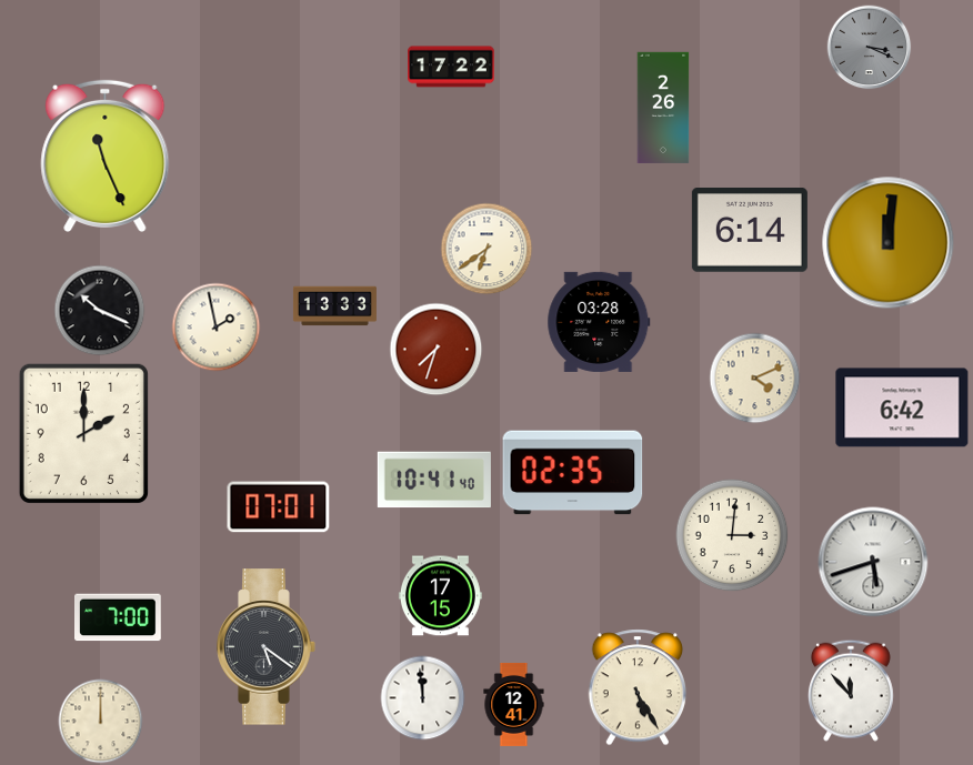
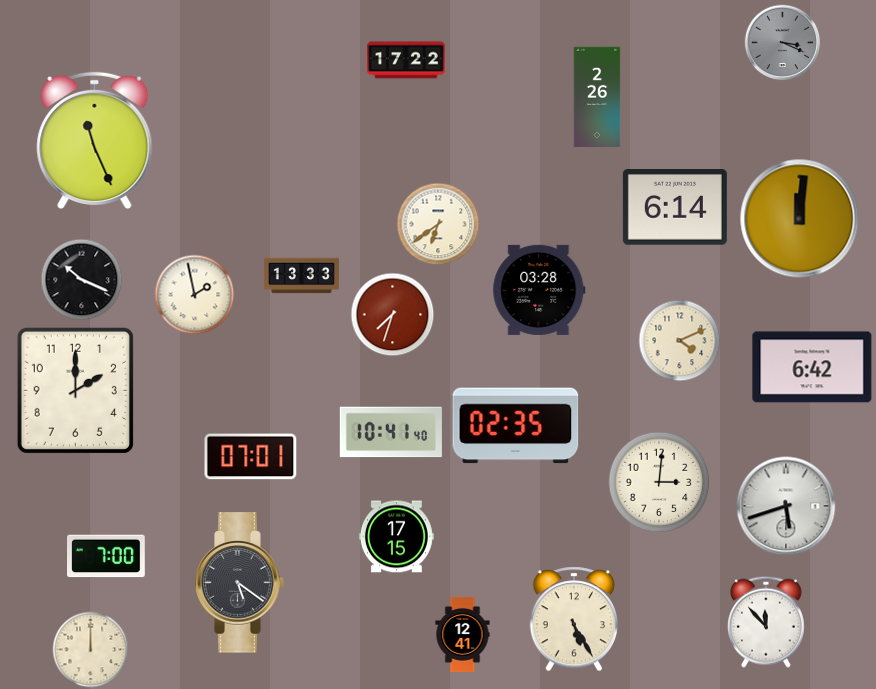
clock at (100, 311) position: (100, 311) -> (82, 280)
clock at (423, 698): 11:59 -> none
